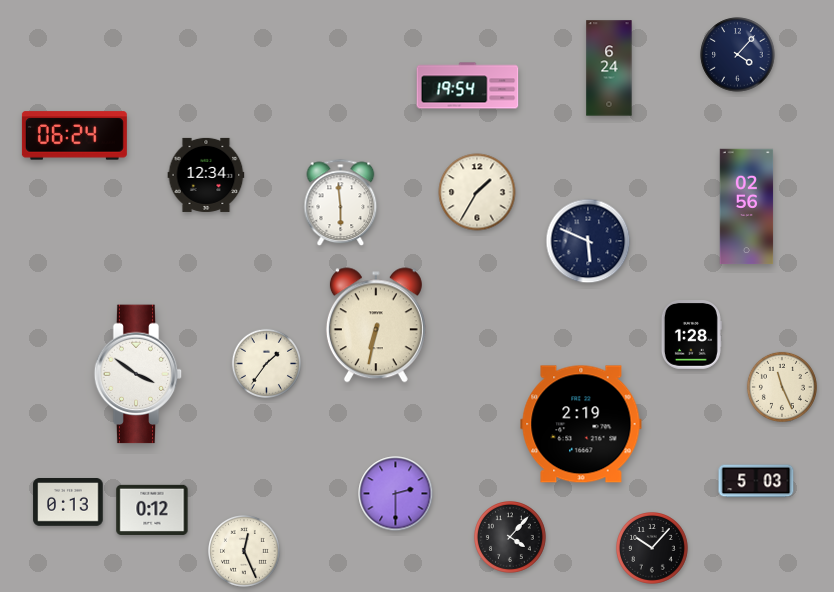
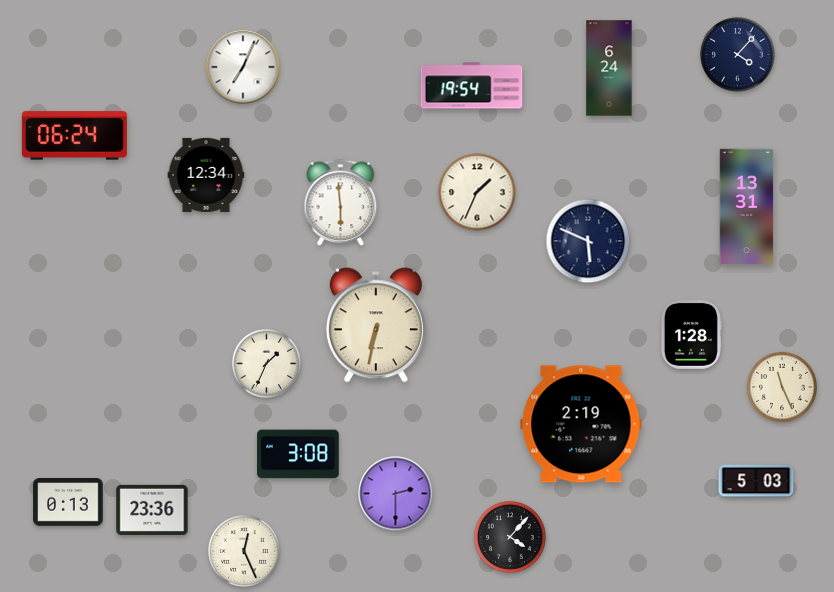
clock at (243, 67): none -> 7:04
clock at (468, 86) position: (468, 86) -> (472, 86)
clock at (477, 192): 1:35 -> 1:34
clock at (747, 207): 02:56 -> 13:31
clock at (266, 363): 1:36 -> 1:34
clock at (138, 374): 3:51 -> none
clock at (298, 454): none -> 3:08
clock at (152, 510): 0:12 -> 23:36
clock at (653, 549): 10:07 -> none
